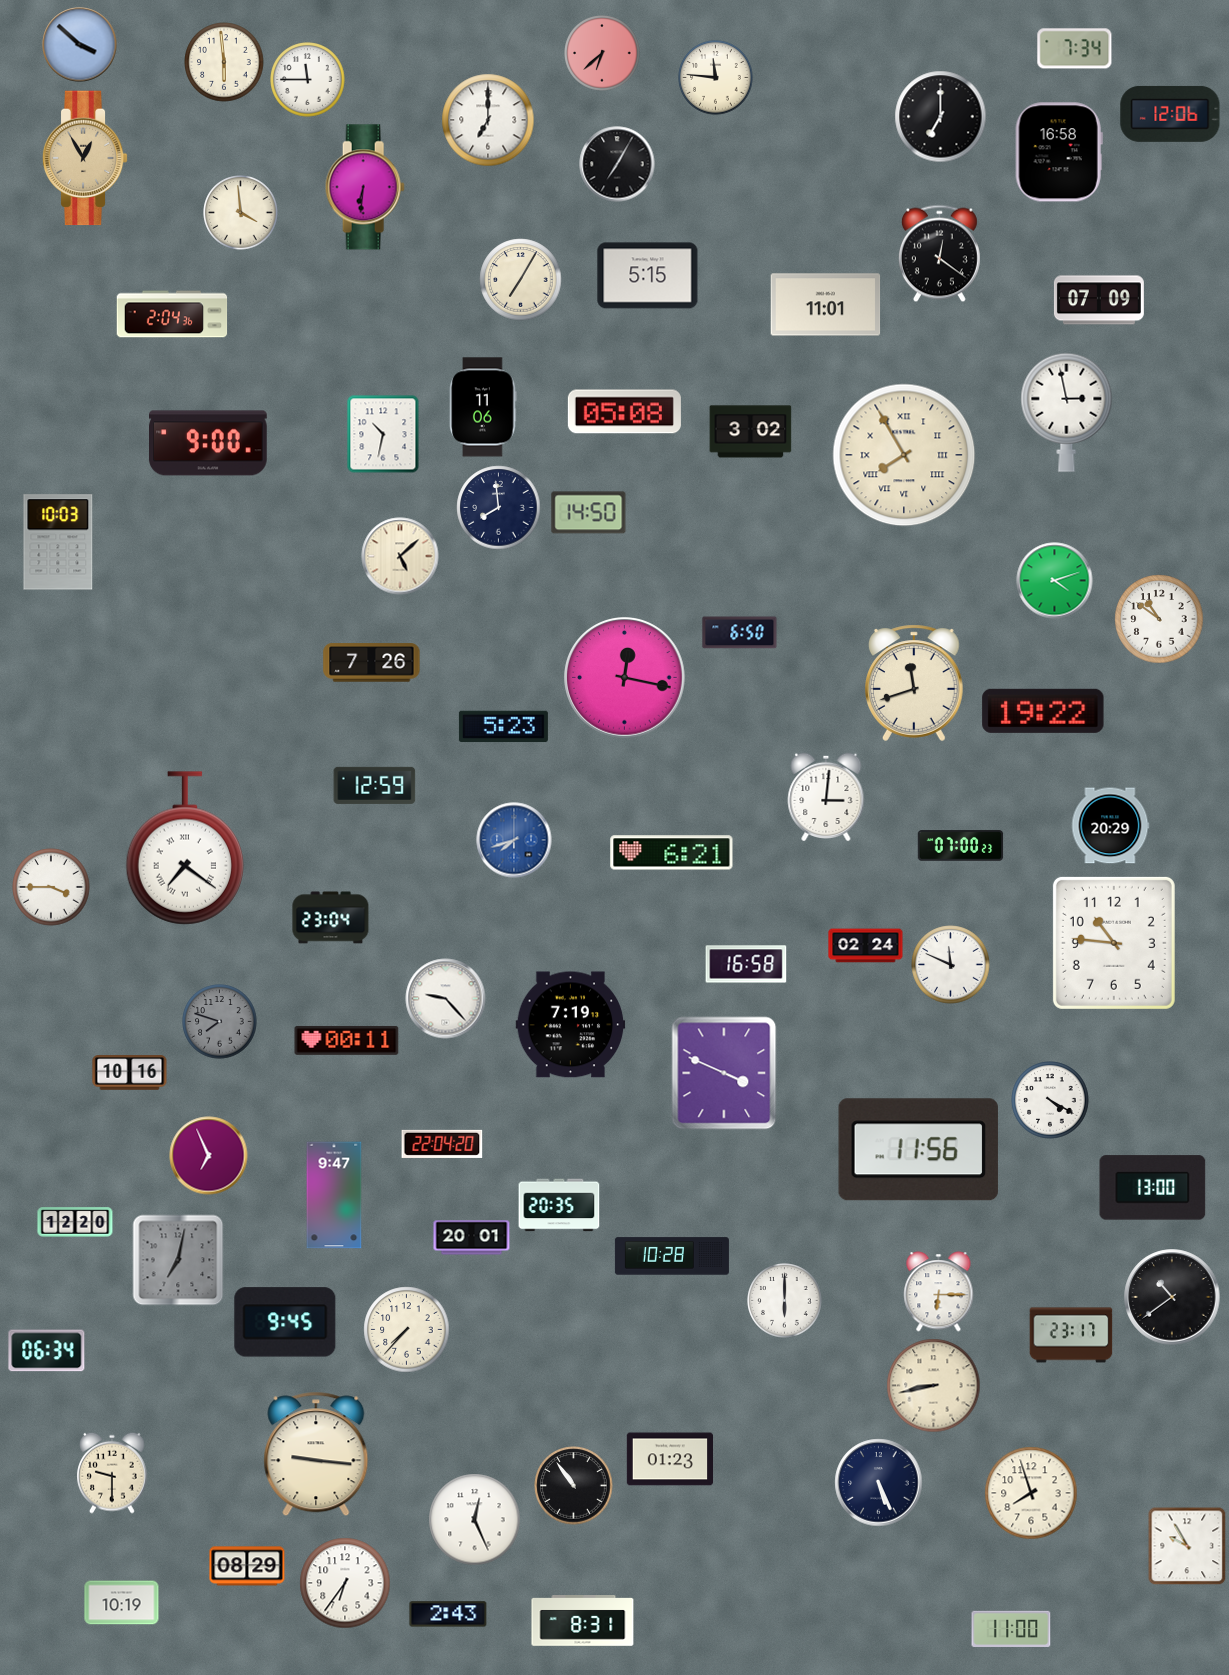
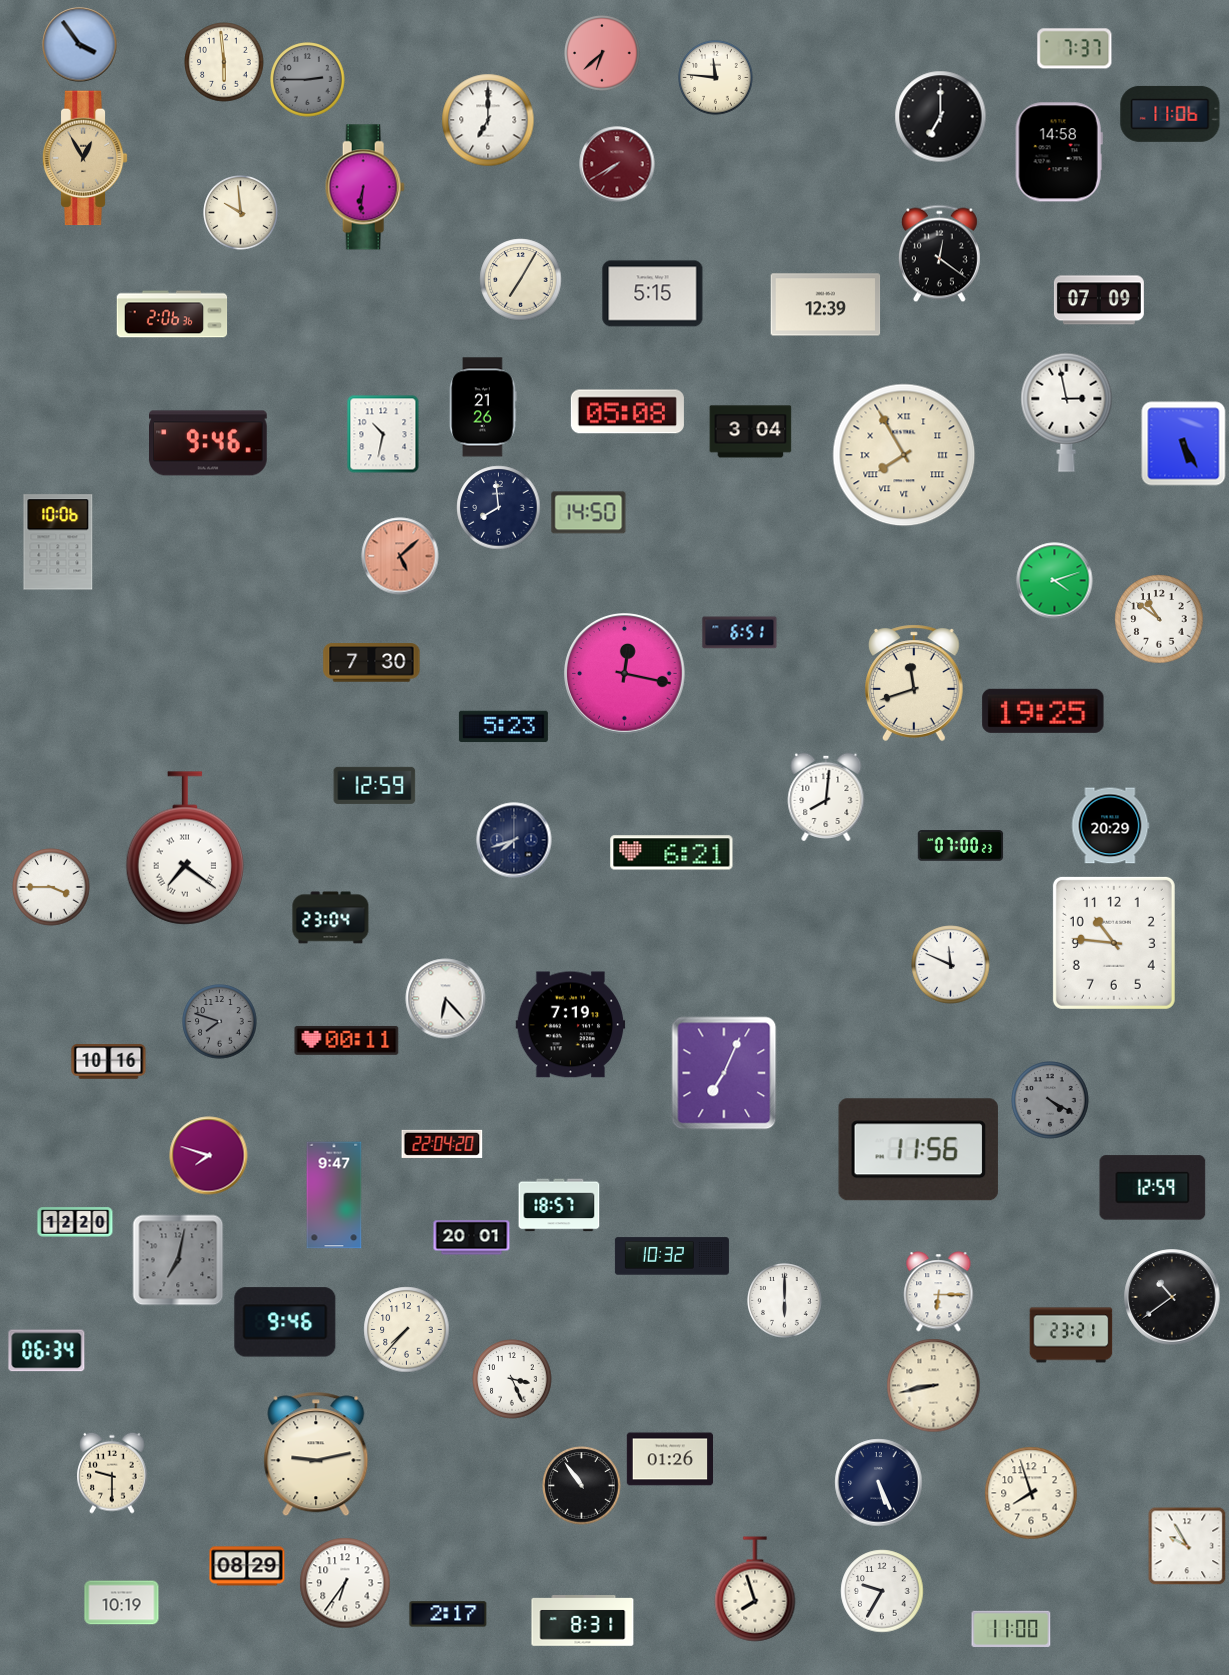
clock at (80, 45): 3:52 -> 3:54
clock at (1075, 49): 7:34 -> 7:37
clock at (308, 80): 11:45 -> 2:45
clock at (308, 80) dial: white -> grey
clock at (1170, 114): 12:06 -> 11:06
clock at (1059, 152): 16:58 -> 14:58
clock at (617, 164): 7:05 -> 7:40
clock at (617, 164) dial: black -> burgundy
clock at (241, 213): 3:59 -> 9:59
clock at (648, 276) position: (648, 276) -> (653, 294)
clock at (826, 305): 11:01 -> 12:39
clock at (172, 314): 2:04 -> 2:06
clock at (483, 407): 11:06 -> 21:26
clock at (624, 412) position: (624, 412) -> (627, 412)
clock at (751, 432): 3:02 -> 3:04
clock at (209, 443): 9:00 -> 9:46
clock at (1184, 444): none -> 5:25
clock at (58, 542): 10:03 -> 10:06
clock at (400, 556) dial: cream -> salmon
clock at (740, 633): 6:50 -> 6:51
clock at (372, 663): 7:26 -> 7:30
clock at (625, 678) position: (625, 678) -> (625, 674)
clock at (1043, 711): 19:22 -> 19:25
clock at (826, 797): 3:01 -> 8:01
clock at (514, 840) dial: blue -> navy
clock at (866, 946): 02:24 -> none
clock at (746, 964): 16:58 -> none
clock at (446, 999): 9:23 -> 6:23
clock at (130, 1073) position: (130, 1073) -> (109, 1062)
clock at (724, 1073): 3:49 -> 7:04
clock at (1050, 1100) dial: white -> grey
clock at (209, 1156): 6:56 -> 7:48
clock at (1153, 1188): 13:00 -> 12:59
clock at (559, 1205): 20:35 -> 18:57
clock at (672, 1256): 10:28 -> 10:32
clock at (285, 1322): 9:45 -> 9:46
clock at (1071, 1335): 23:17 -> 23:21
clock at (512, 1379): none -> 3:26
clock at (316, 1454): 9:16 -> 9:13
clock at (669, 1459): 01:23 -> 01:26
clock at (574, 1486) position: (574, 1486) -> (582, 1486)
clock at (475, 1520): 12:26 -> none
clock at (755, 1589): none -> 7:57
clock at (882, 1591): none -> 9:35
clock at (448, 1614): 2:43 -> 2:17
